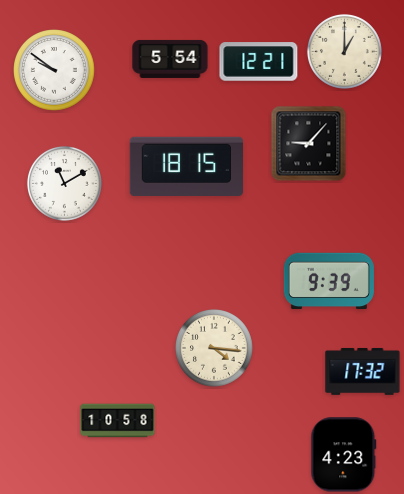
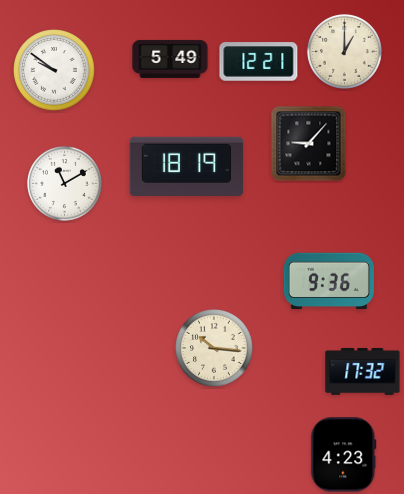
clock at (170, 59): 5:54 -> 5:49
clock at (187, 166): 18:15 -> 18:19
clock at (329, 281): 9:39 -> 9:36
clock at (215, 349): 4:16 -> 10:16
clock at (118, 421): 10:58 -> none
